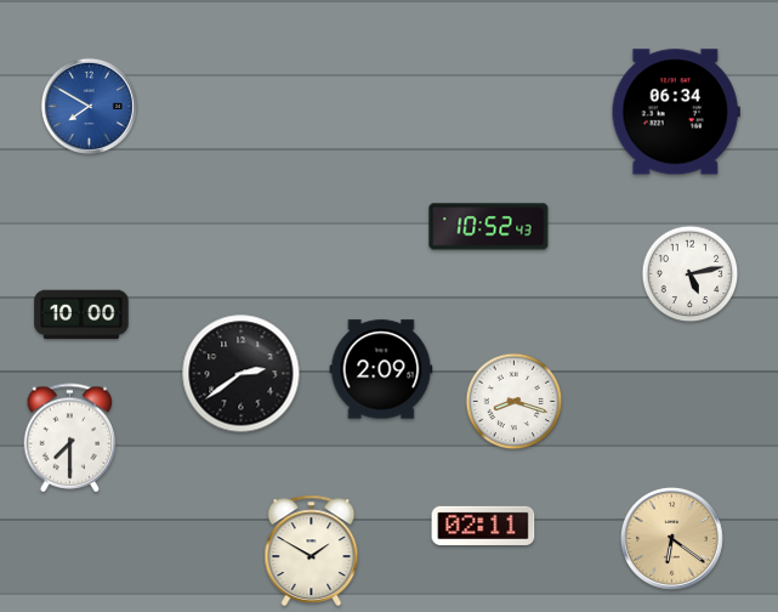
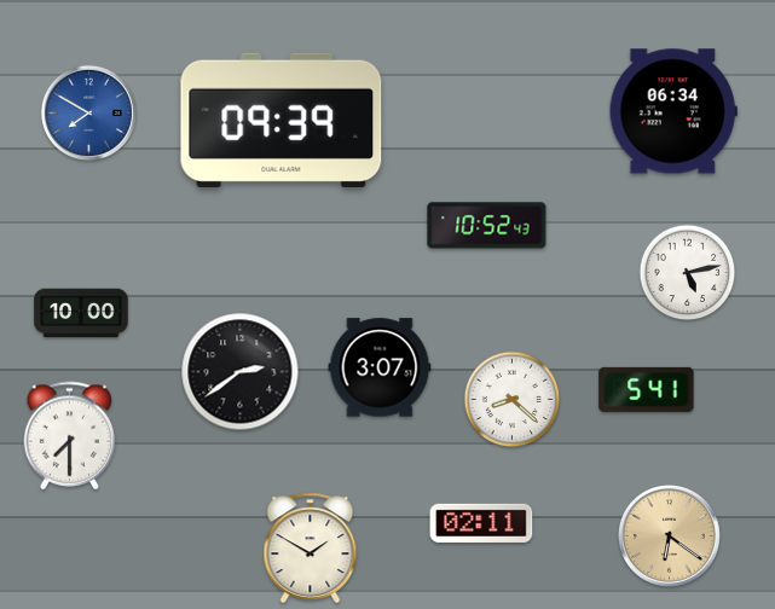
clock at (89, 106) position: (89, 106) -> (88, 112)
clock at (282, 120): none -> 09:39
clock at (381, 369): 2:09 -> 3:07
clock at (647, 389): none -> 5:41
clock at (515, 402): 8:18 -> 8:22
